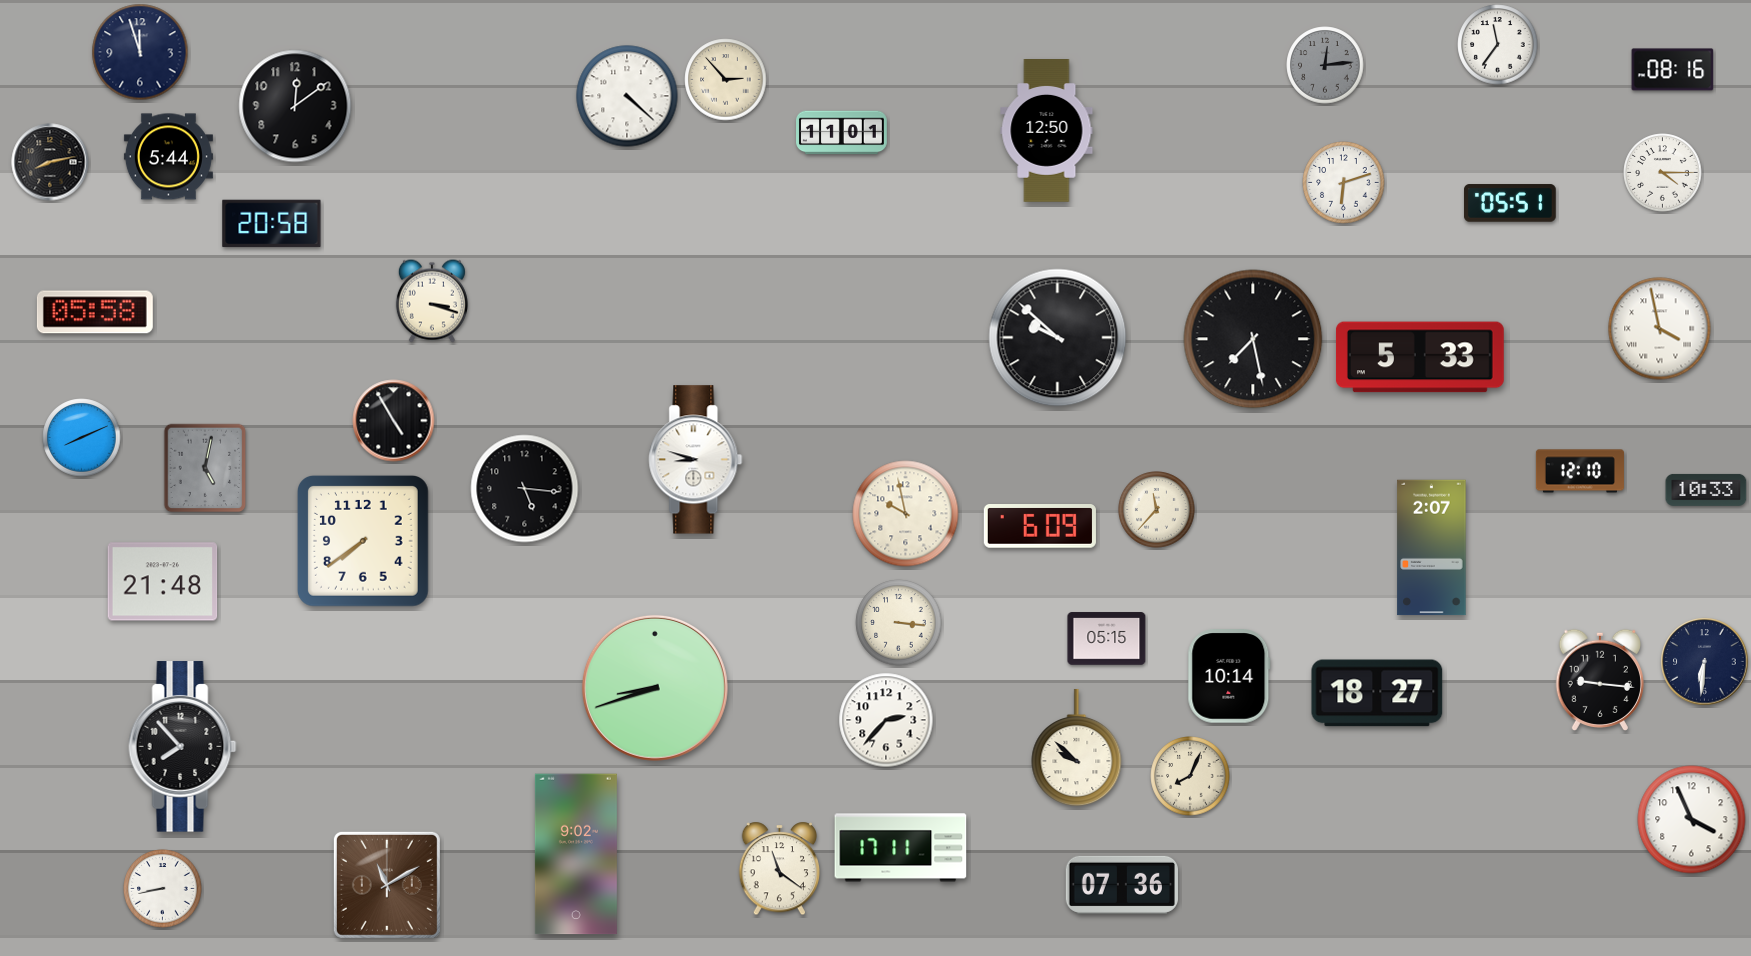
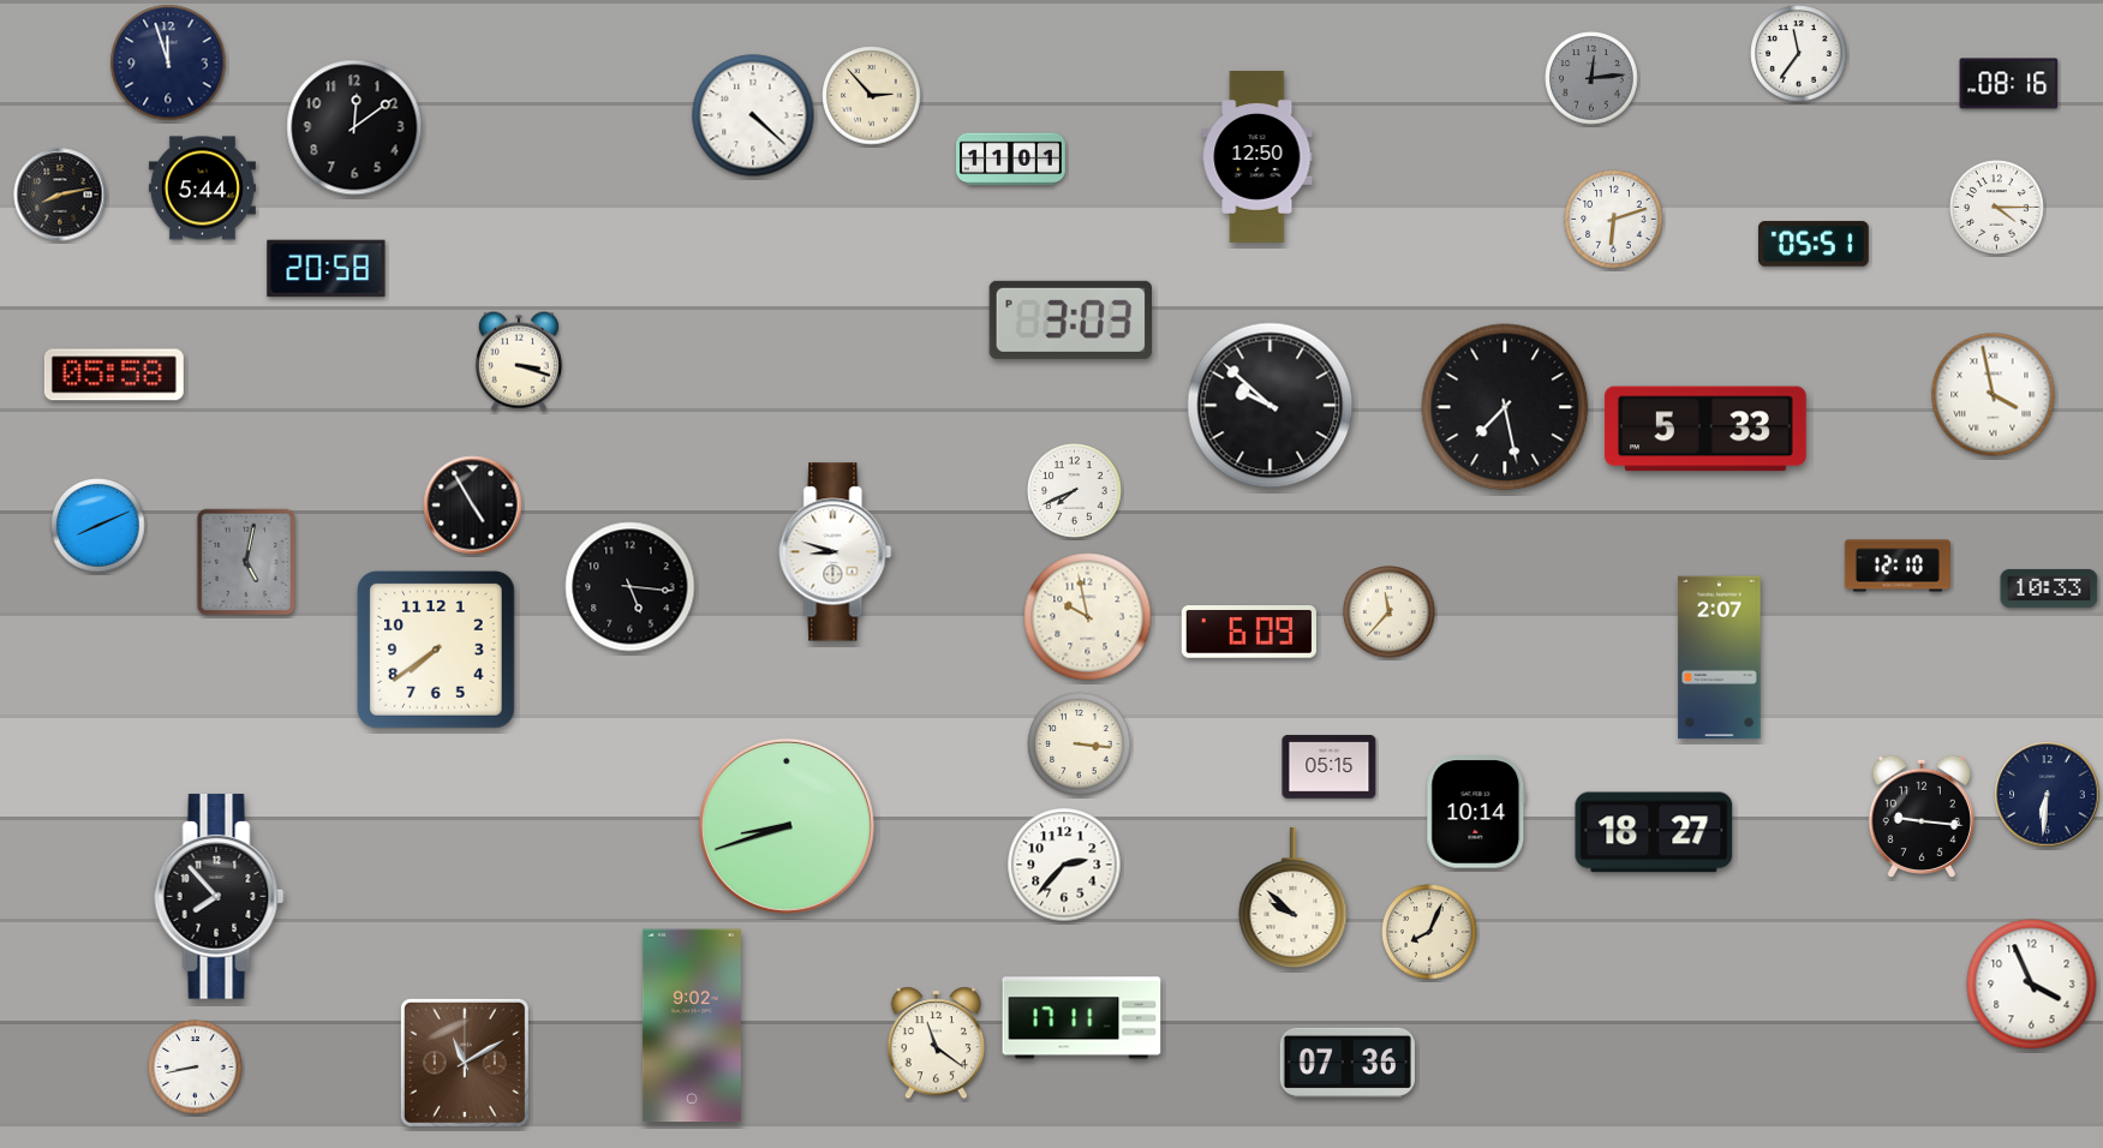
clock at (1070, 319): none -> 3:03
clock at (1075, 491): none -> 7:41
clock at (163, 582): 21:48 -> none
clock at (899, 623) position: (899, 623) -> (1080, 745)
